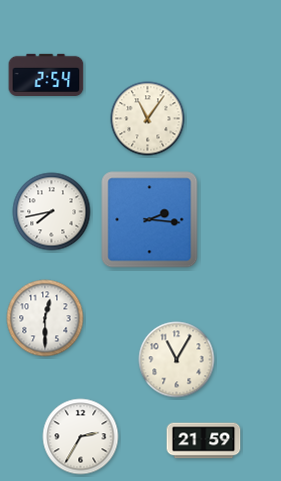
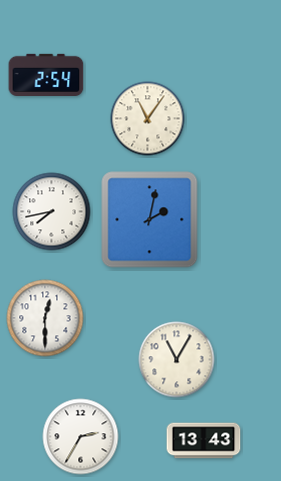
clock at (150, 220): 2:16 -> 2:02
clock at (204, 441): 21:59 -> 13:43
